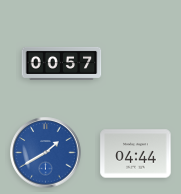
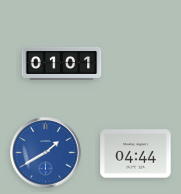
clock at (62, 63): 00:57 -> 01:01
